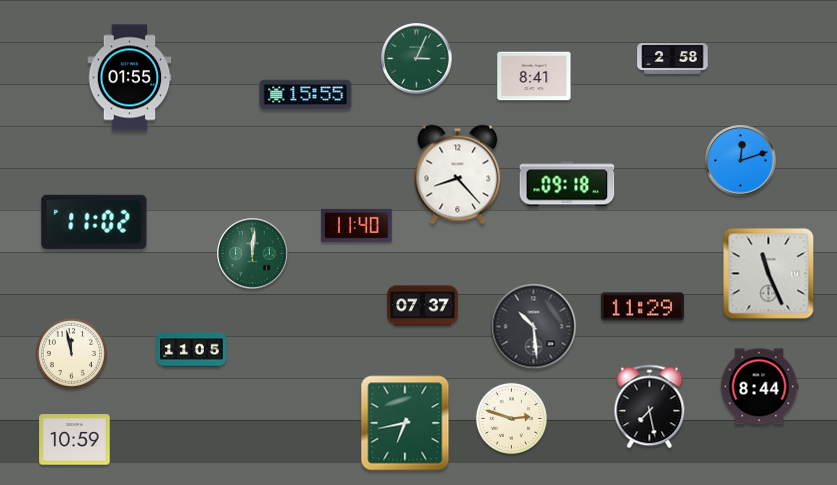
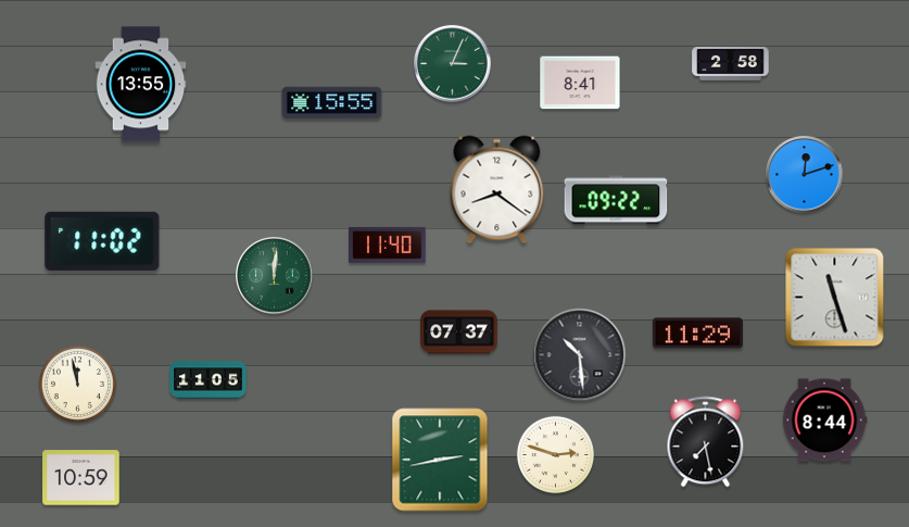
clock at (130, 78): 01:55 -> 13:55
clock at (458, 175): 8:23 -> 8:21
clock at (567, 184): 09:18 -> 09:22
clock at (769, 274): 11:26 -> 11:27
clock at (405, 423): 6:43 -> 2:43
